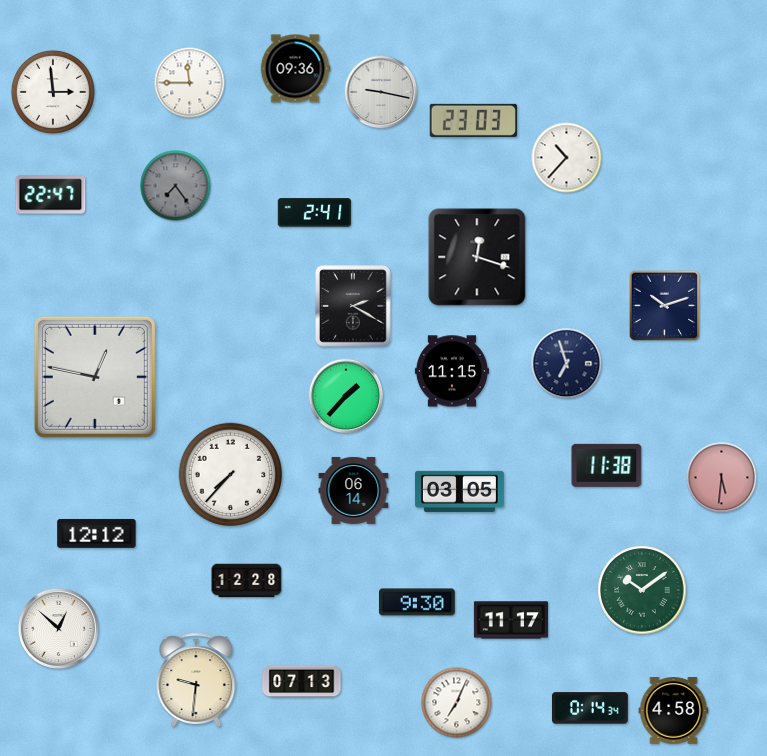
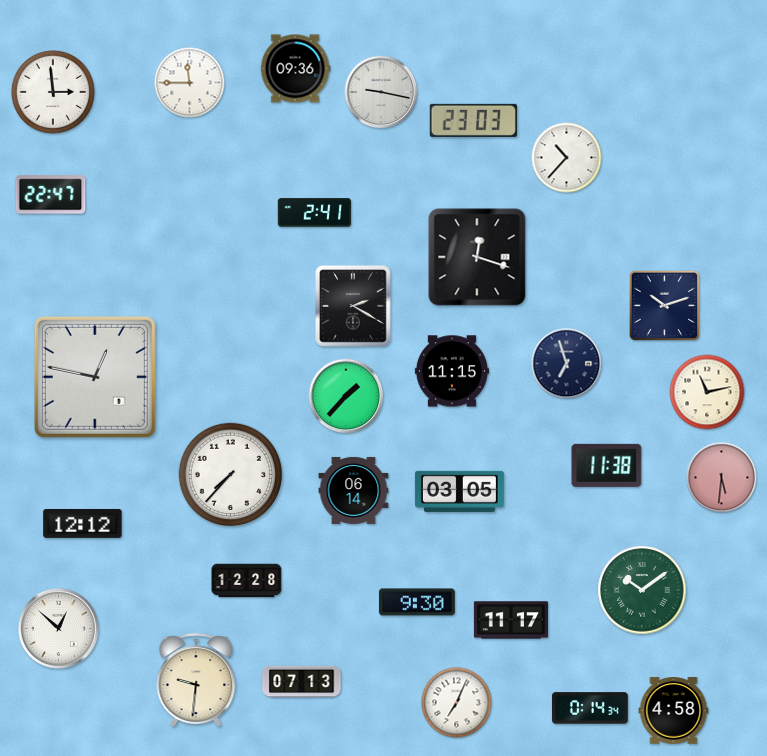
clock at (176, 186): 7:24 -> none
clock at (707, 392): none -> 11:13
clock at (97, 533) position: (97, 533) -> (83, 523)
